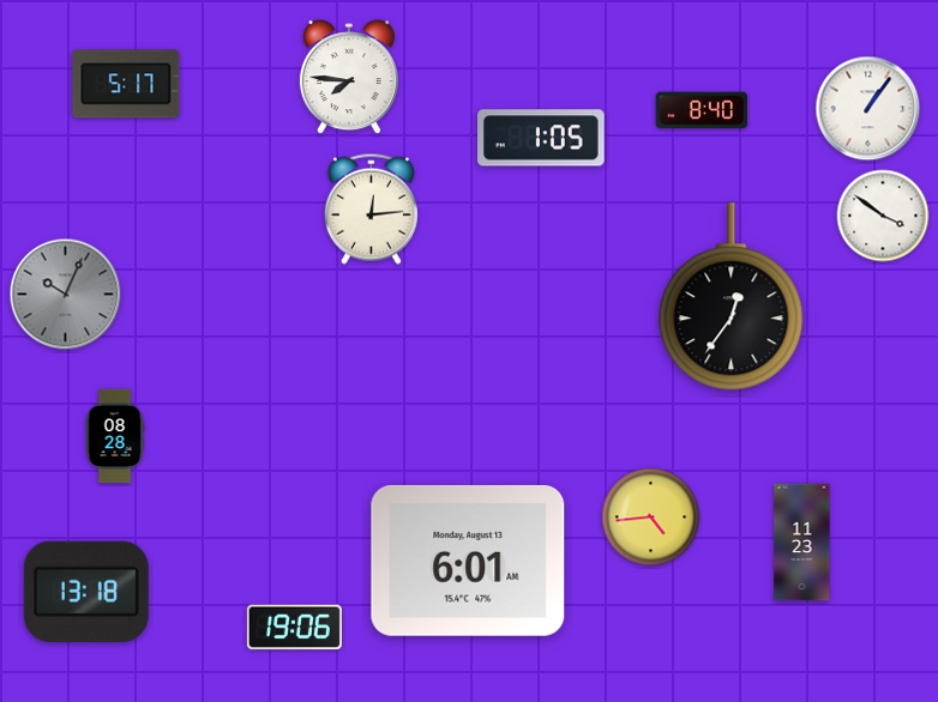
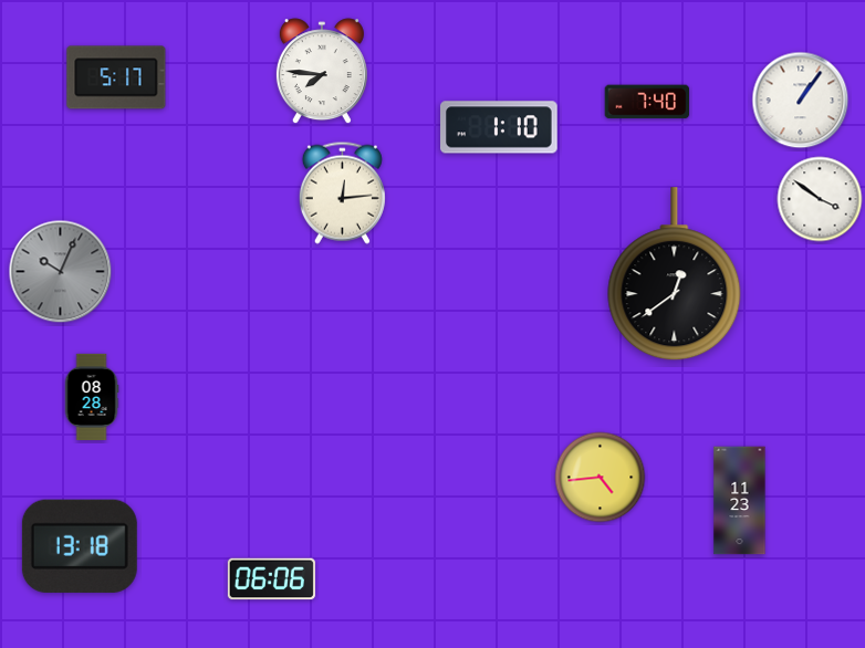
clock at (702, 110): 8:40 -> 7:40
clock at (542, 138): 1:05 -> 1:10
clock at (883, 216) position: (883, 216) -> (820, 199)
clock at (732, 297): 12:36 -> 12:39
clock at (115, 435) position: (115, 435) -> (92, 396)
clock at (468, 561): 6:01 -> none
clock at (294, 628): 19:06 -> 06:06
